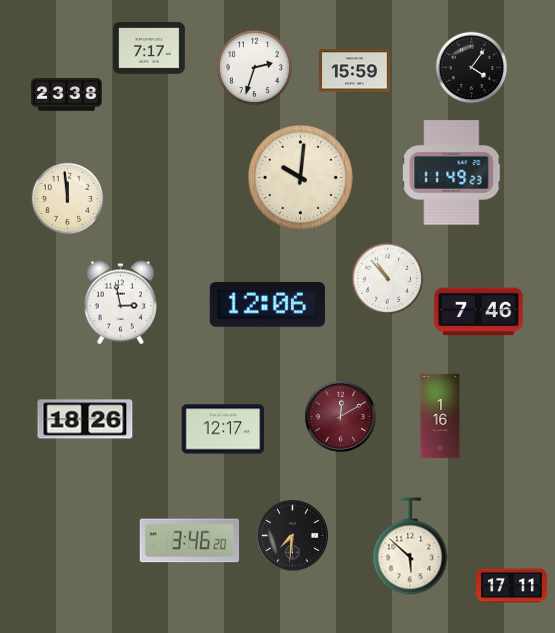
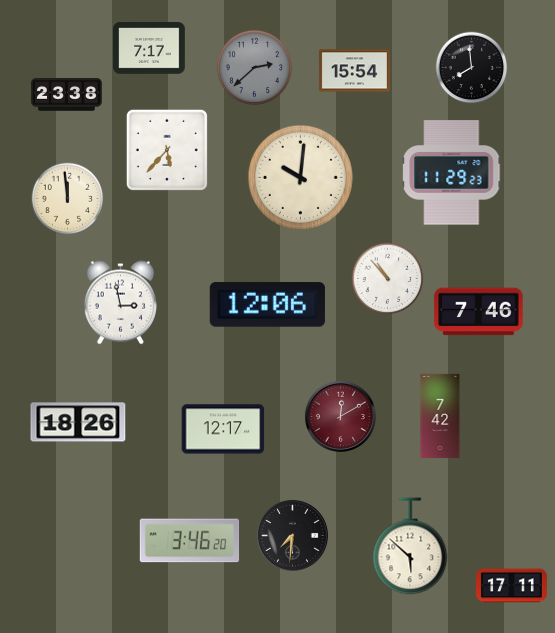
clock at (254, 67): 2:33 -> 2:38
clock at (254, 67) dial: white -> grey
clock at (472, 68): 4:06 -> 7:59
clock at (354, 71): 15:59 -> 15:54
clock at (167, 150): none -> 5:37
clock at (452, 173): 11:49 -> 11:29
clock at (440, 416): 1:16 -> 7:42
clock at (85, 419) position: (85, 419) -> (78, 422)
